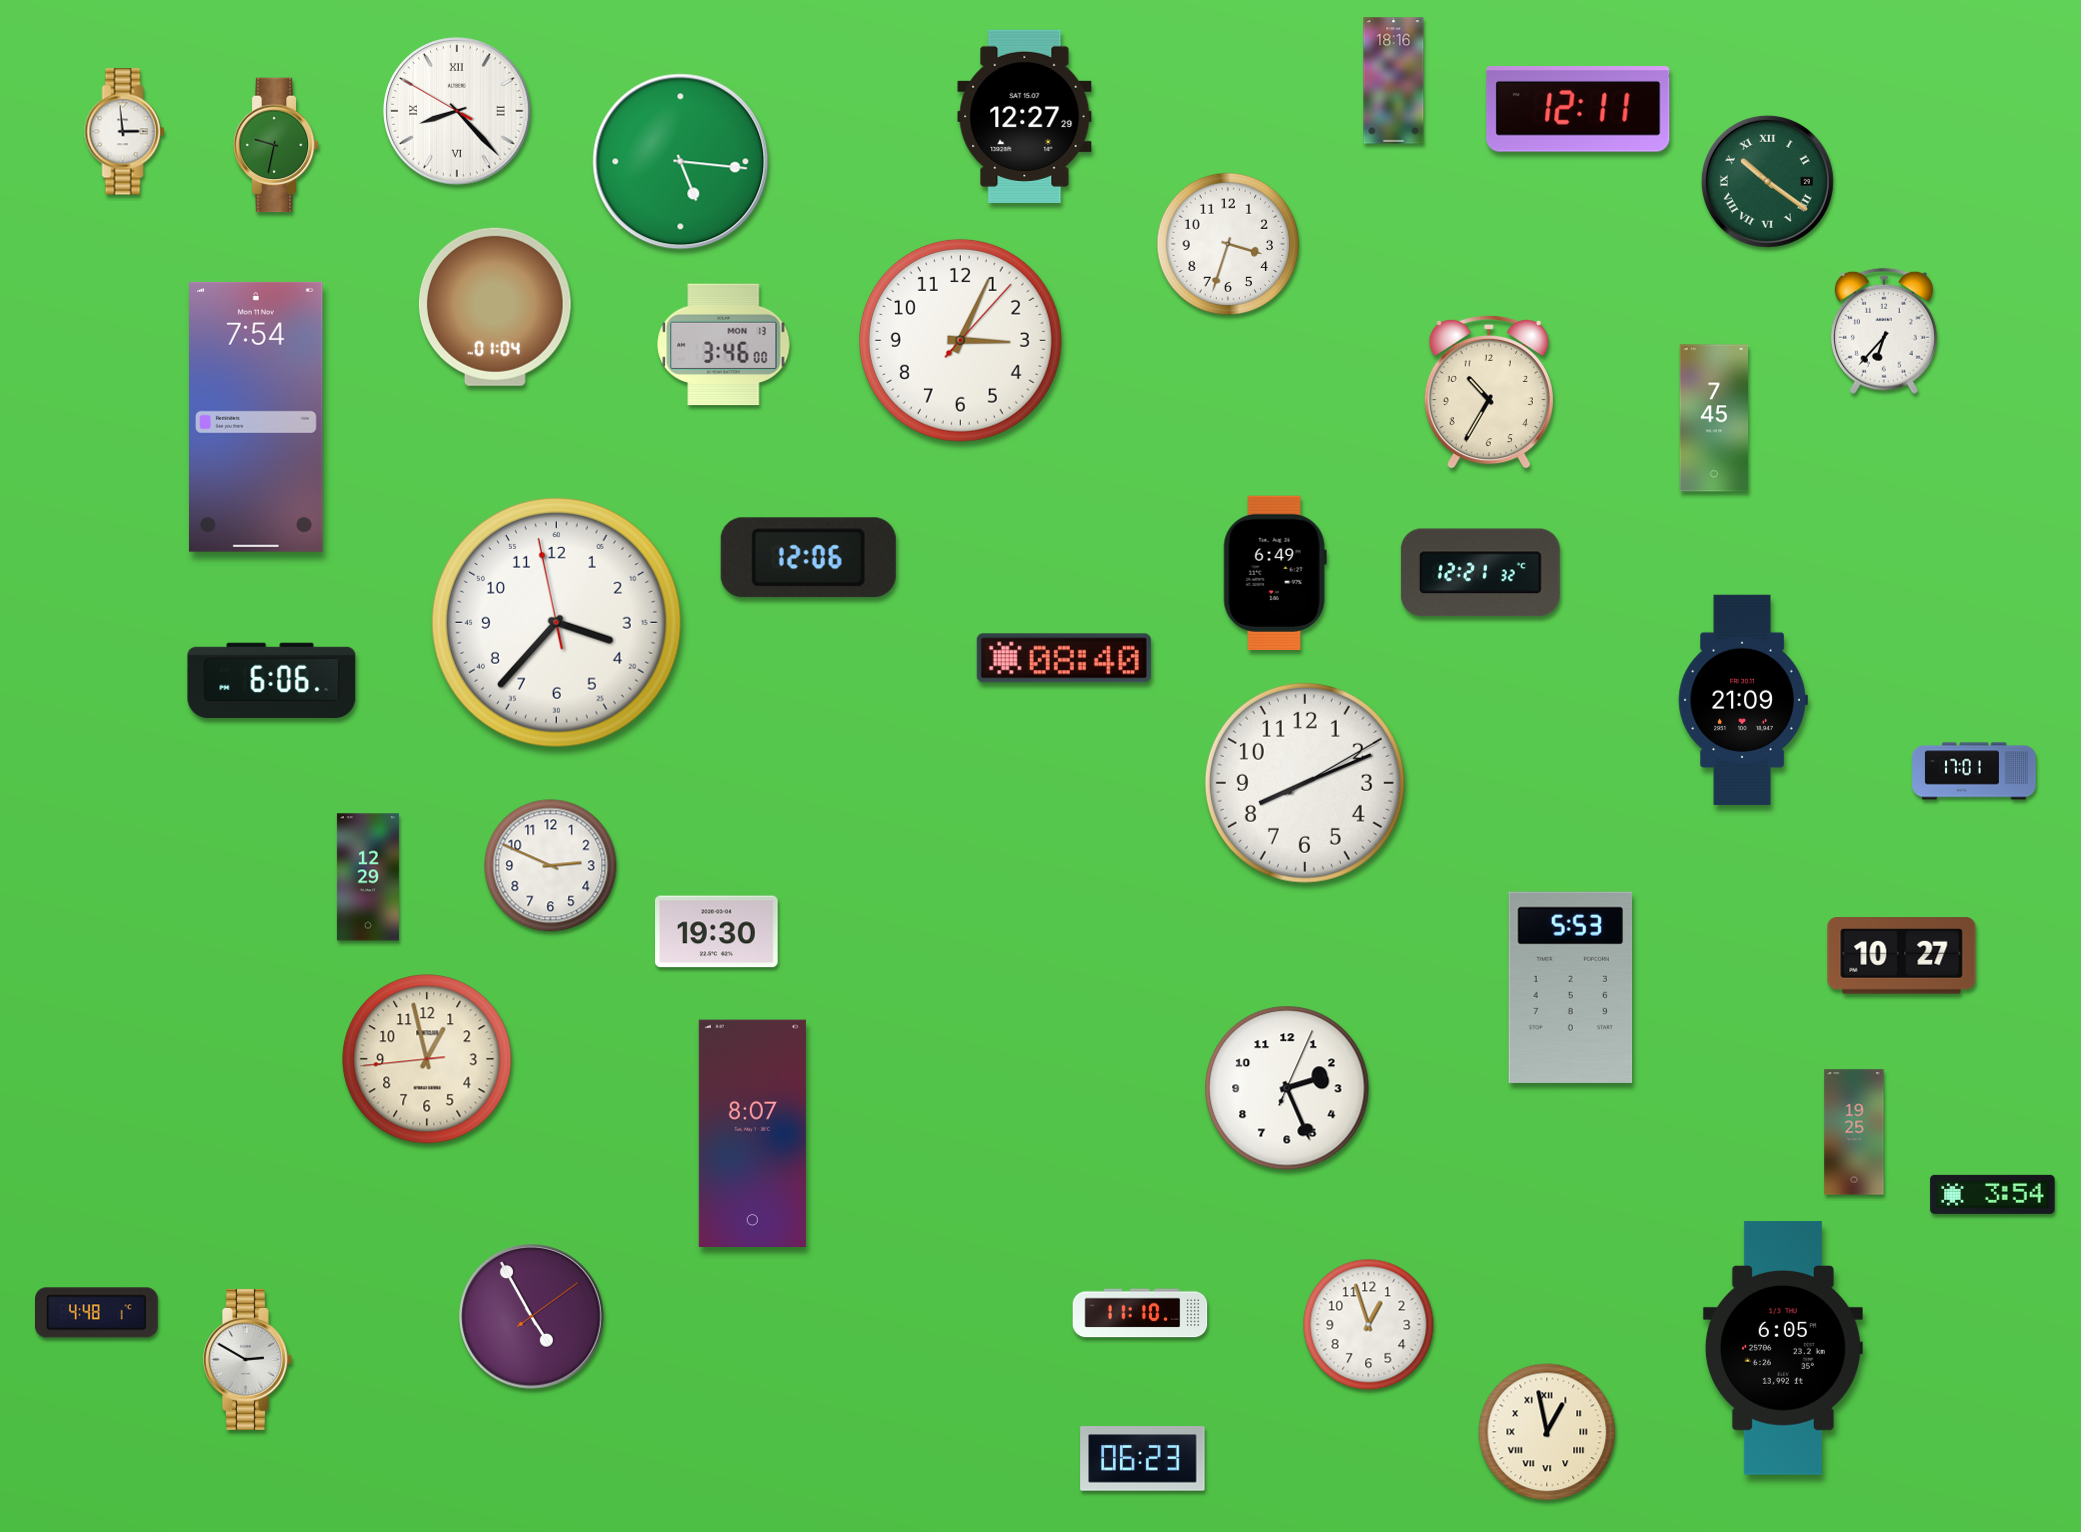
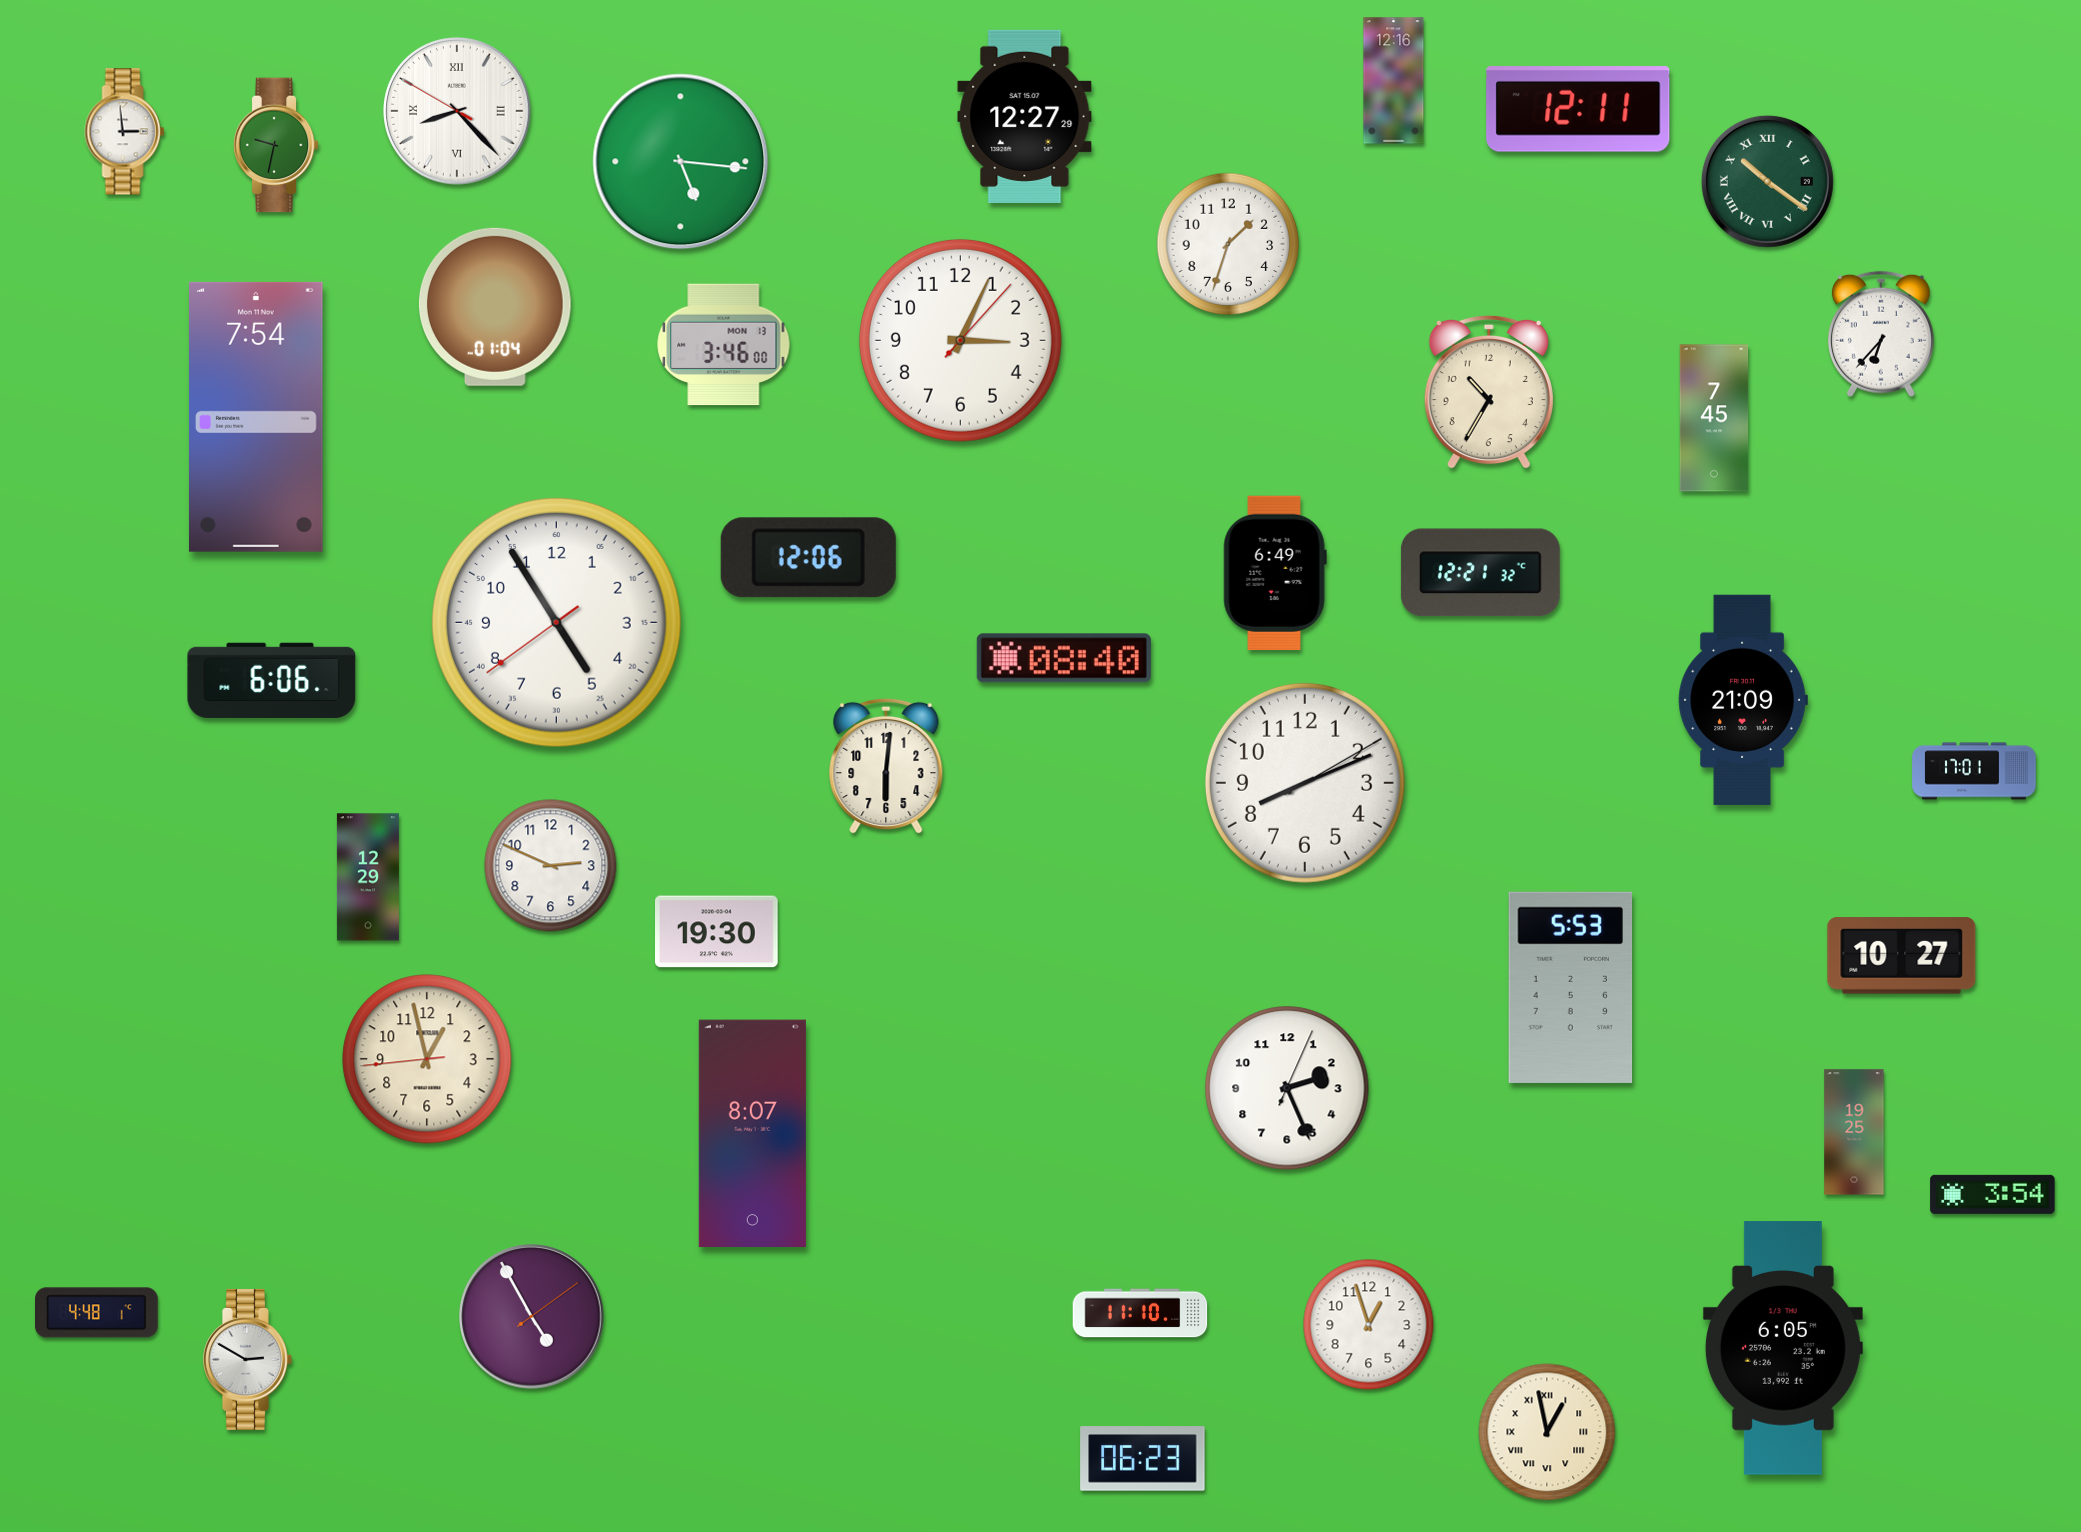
clock at (1394, 81): 18:16 -> 12:16
clock at (1228, 244): 3:33 -> 1:33
clock at (1884, 331) position: (1884, 331) -> (1881, 334)
clock at (556, 622): 3:36 -> 4:54
clock at (886, 766): none -> 6:01
